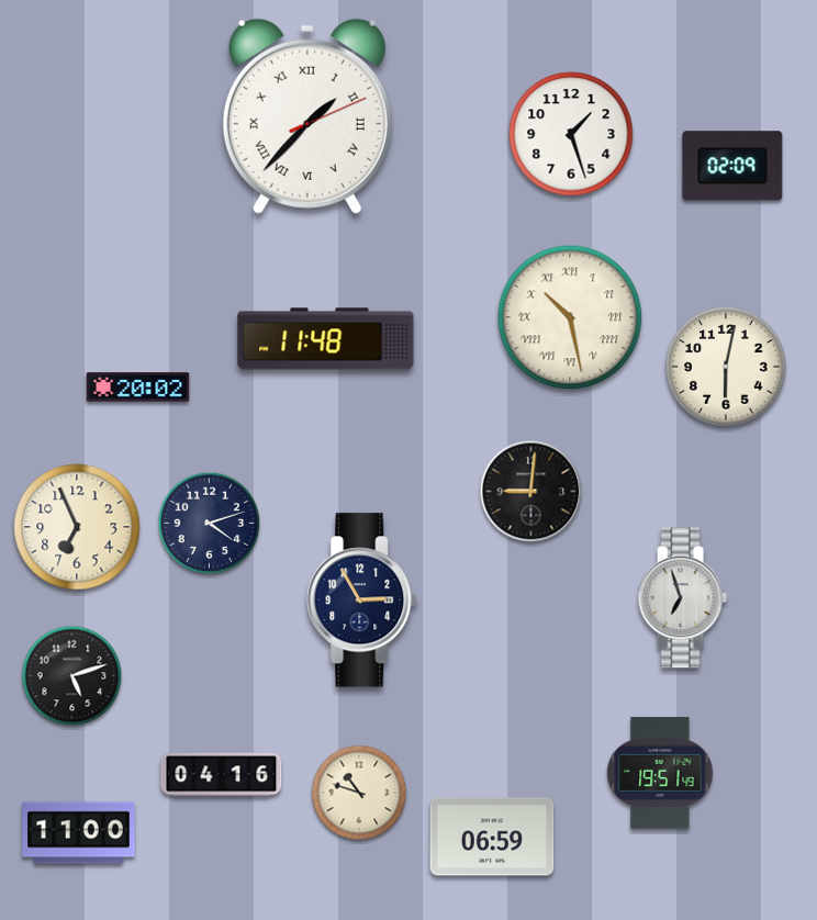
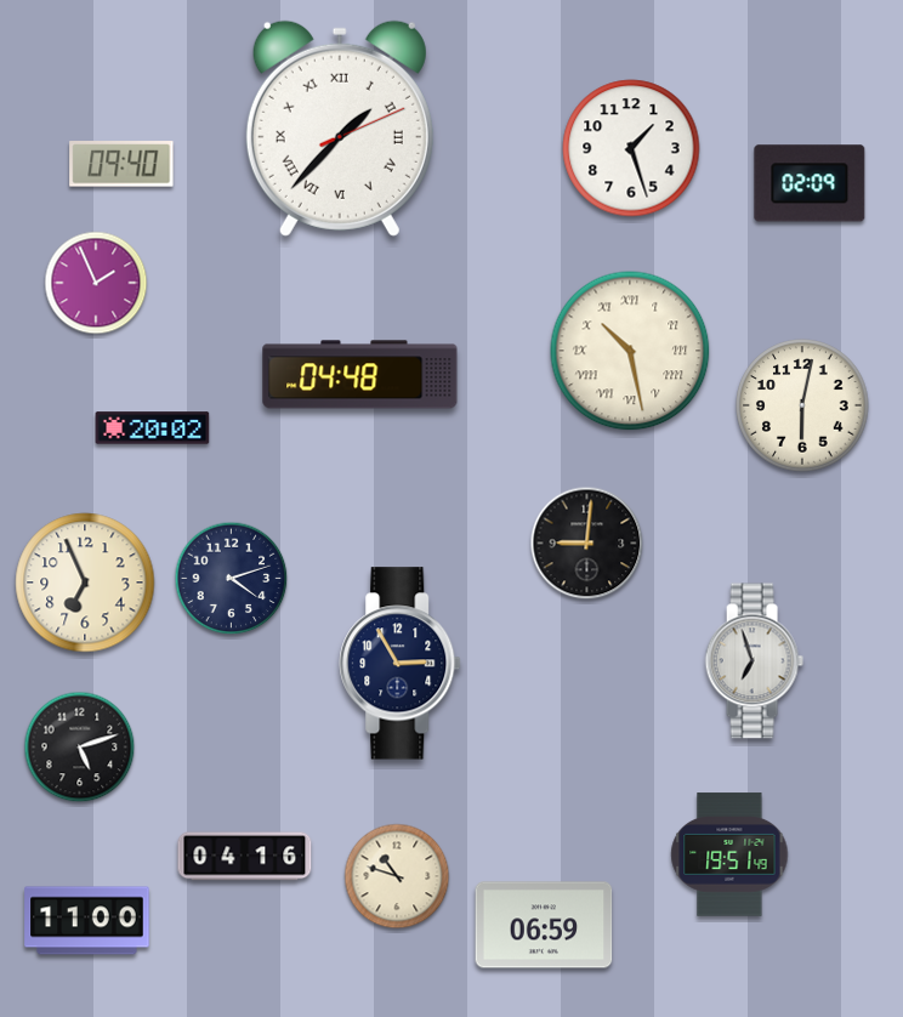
clock at (121, 164): none -> 09:40
clock at (96, 283): none -> 1:56
clock at (326, 339): 11:48 -> 04:48
